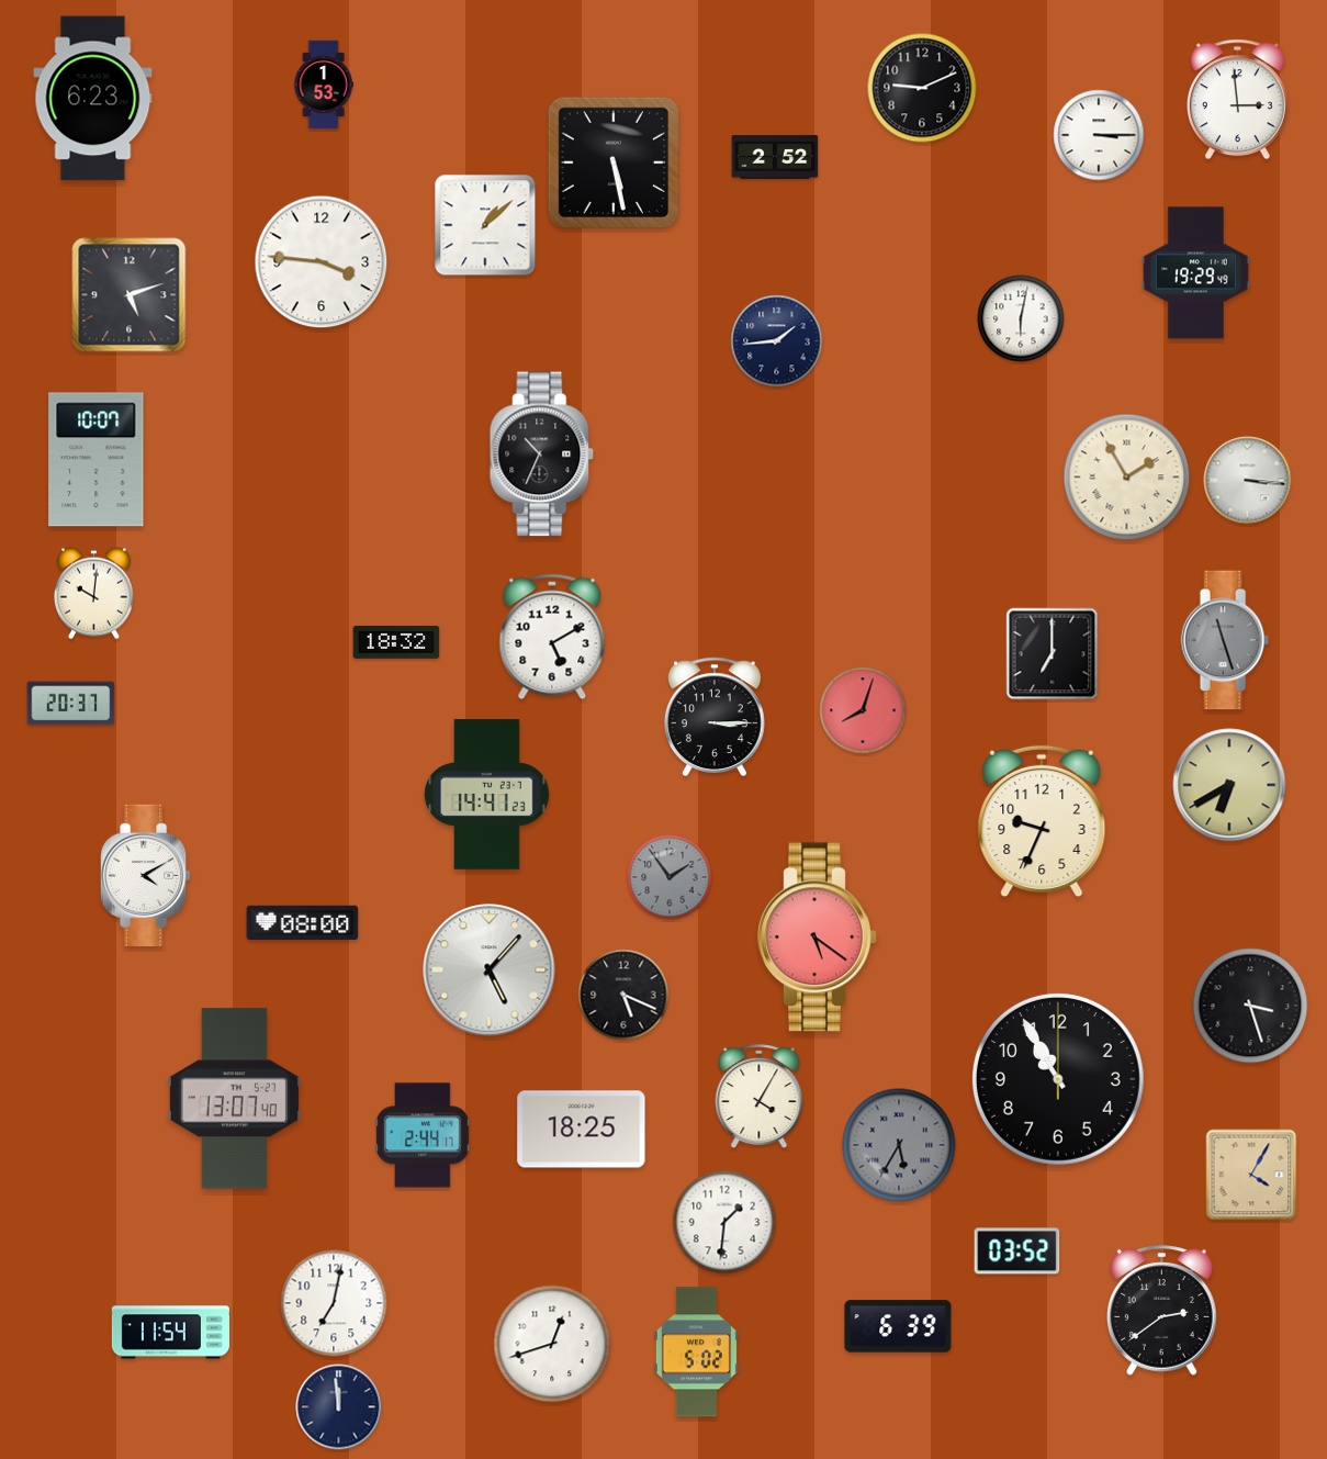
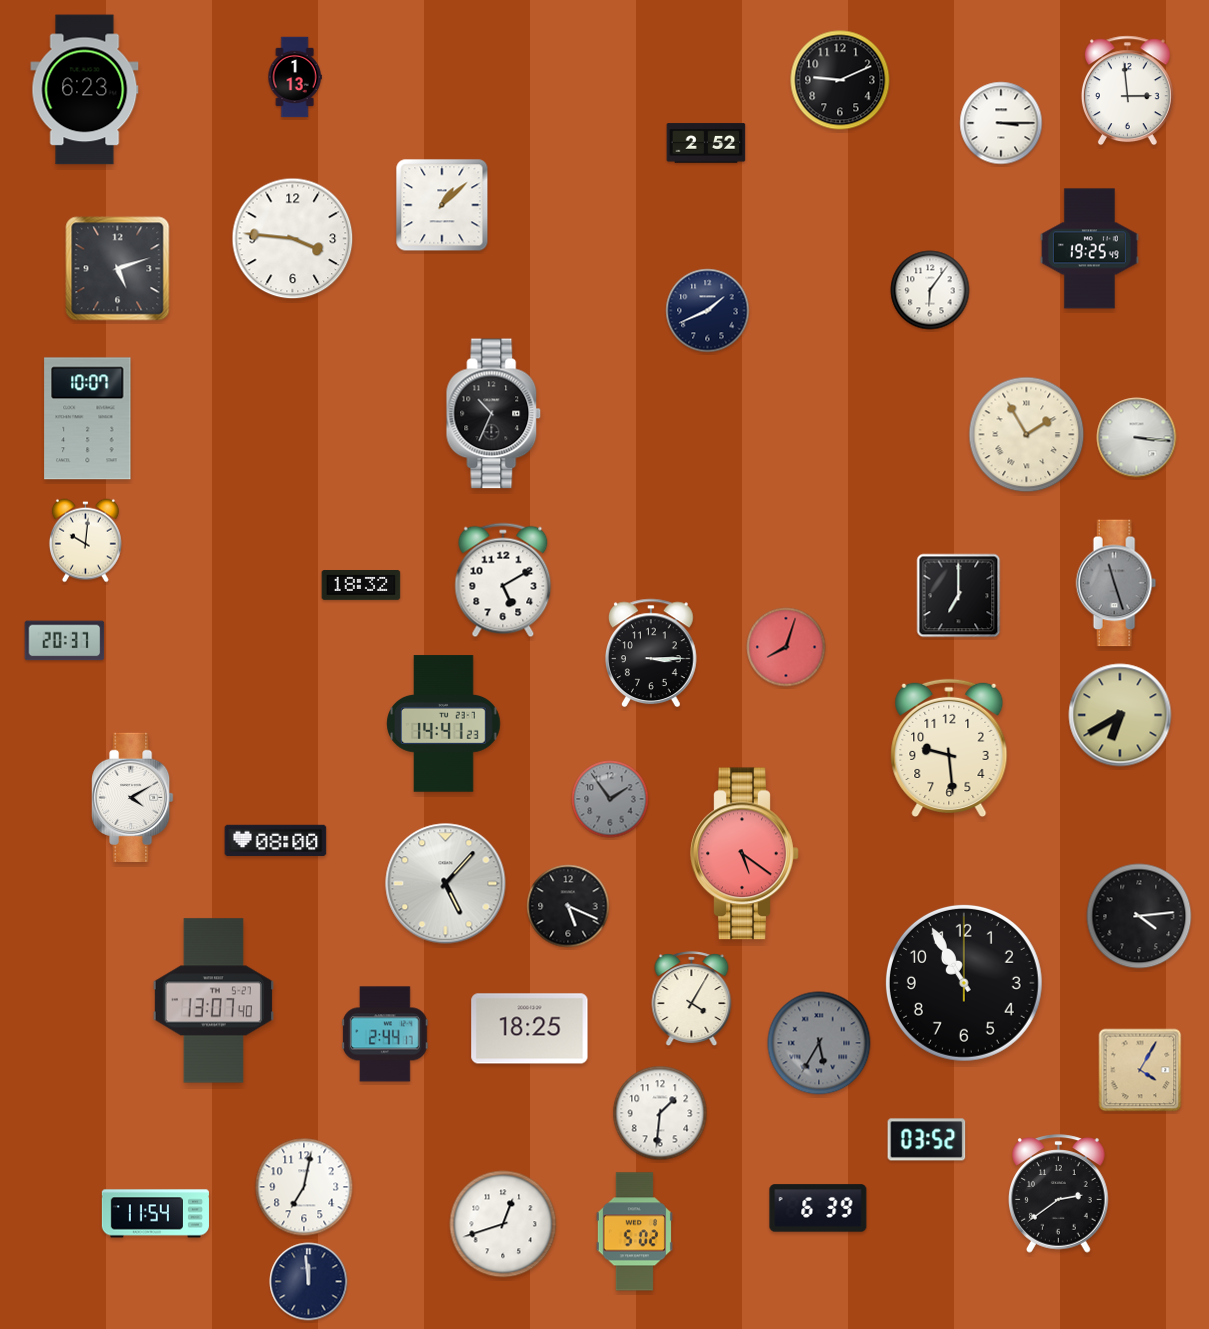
clock at (324, 85): 1:53 -> 1:13
clock at (612, 161): 5:28 -> none
clock at (1195, 273): 19:29 -> 19:25
clock at (1021, 318): 6:02 -> 6:06
clock at (777, 341): 1:44 -> 1:41
clock at (1042, 820): 9:34 -> 9:29
clock at (1250, 1006): 3:27 -> 4:14
